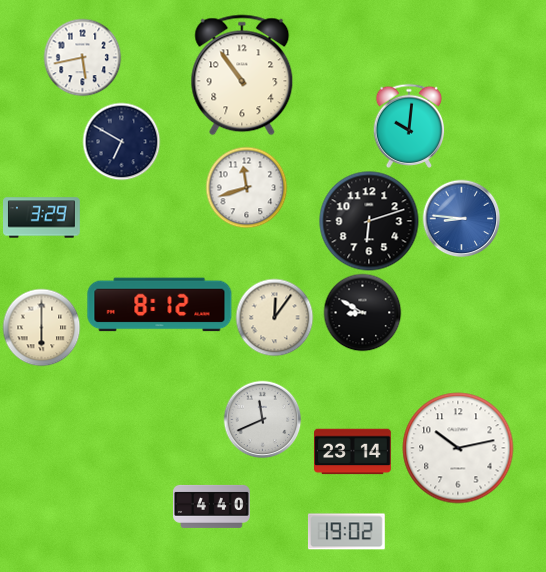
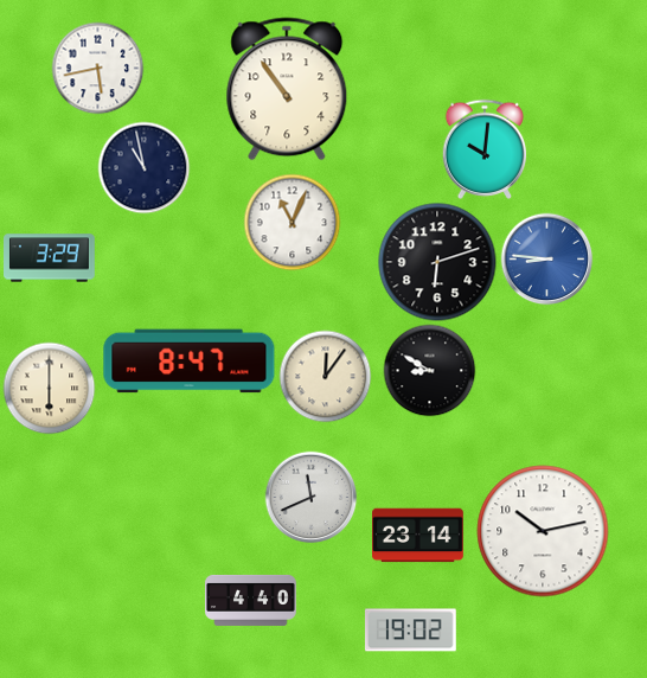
clock at (121, 141): 6:50 -> 10:58
clock at (246, 187): 11:42 -> 11:04
clock at (160, 305): 8:12 -> 8:47
